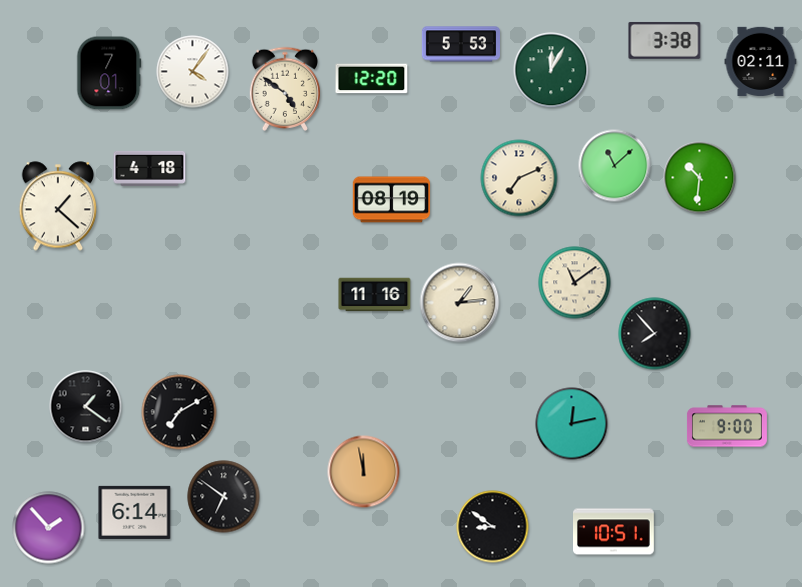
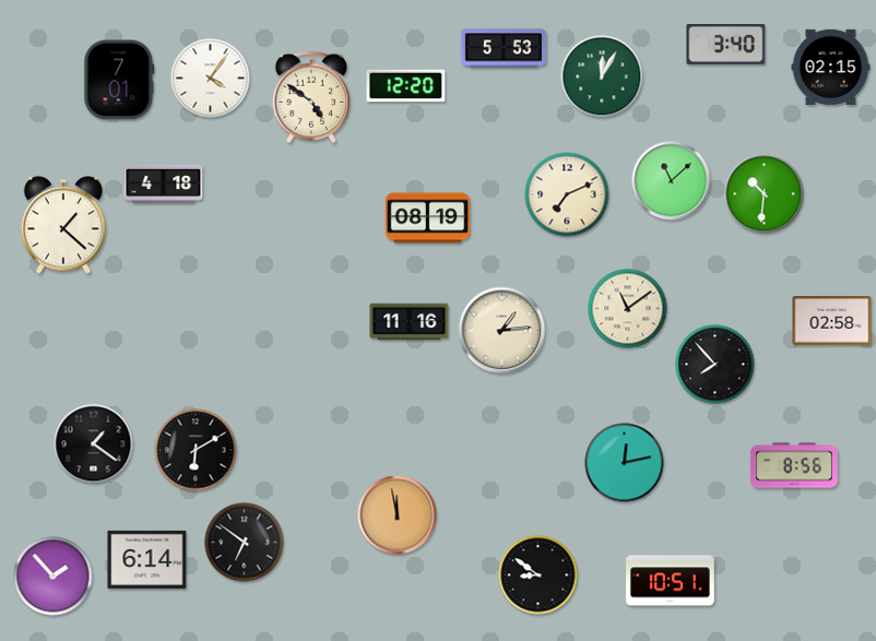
clock at (665, 40): 3:38 -> 3:40
clock at (761, 61): 02:11 -> 02:15
clock at (832, 321): none -> 02:58
clock at (179, 412): 7:10 -> 6:10
clock at (727, 426): 9:00 -> 8:56
